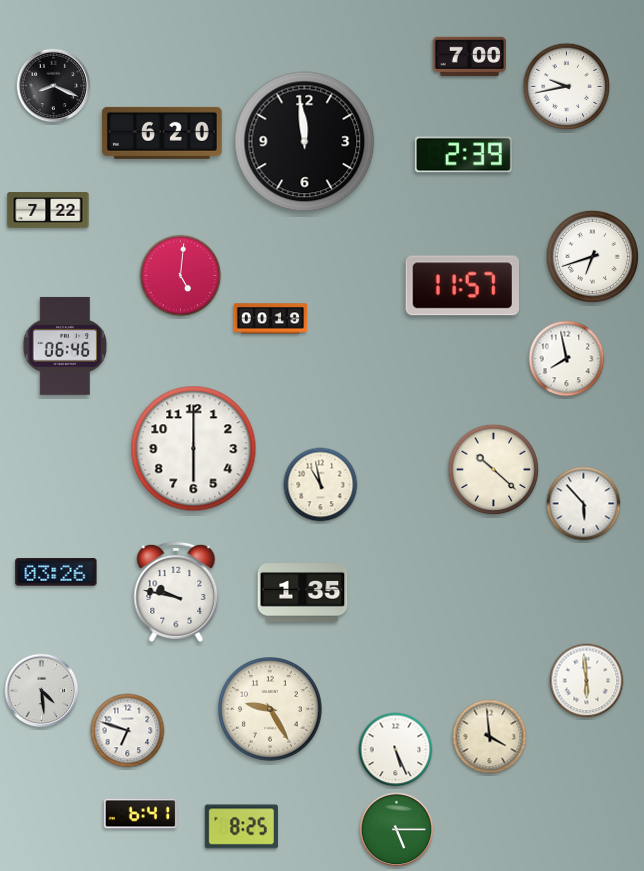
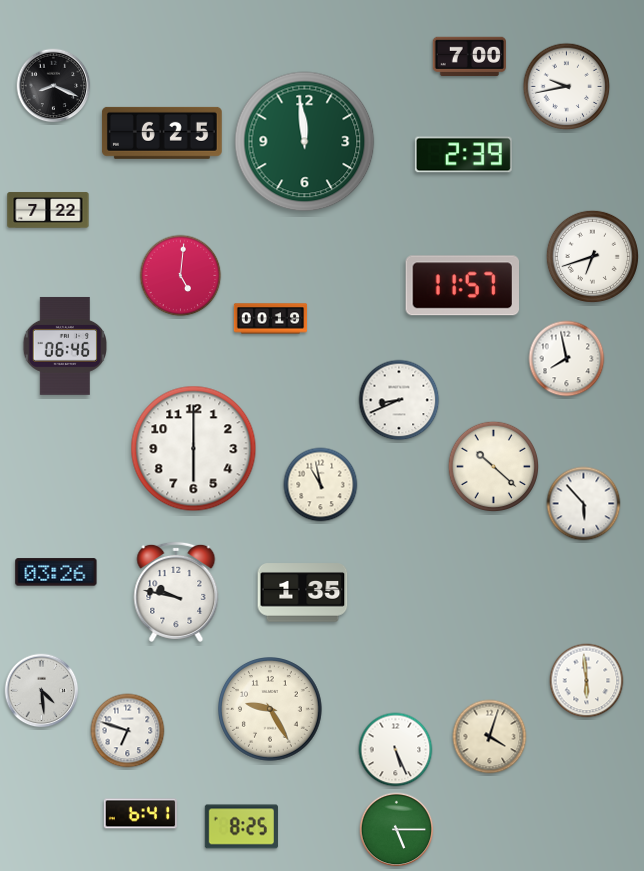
clock at (162, 133): 6:20 -> 6:25
clock at (305, 142) dial: black -> green
clock at (399, 400): none -> 8:41
clock at (493, 469) position: (493, 469) -> (493, 466)
clock at (490, 737): 3:59 -> 4:03
